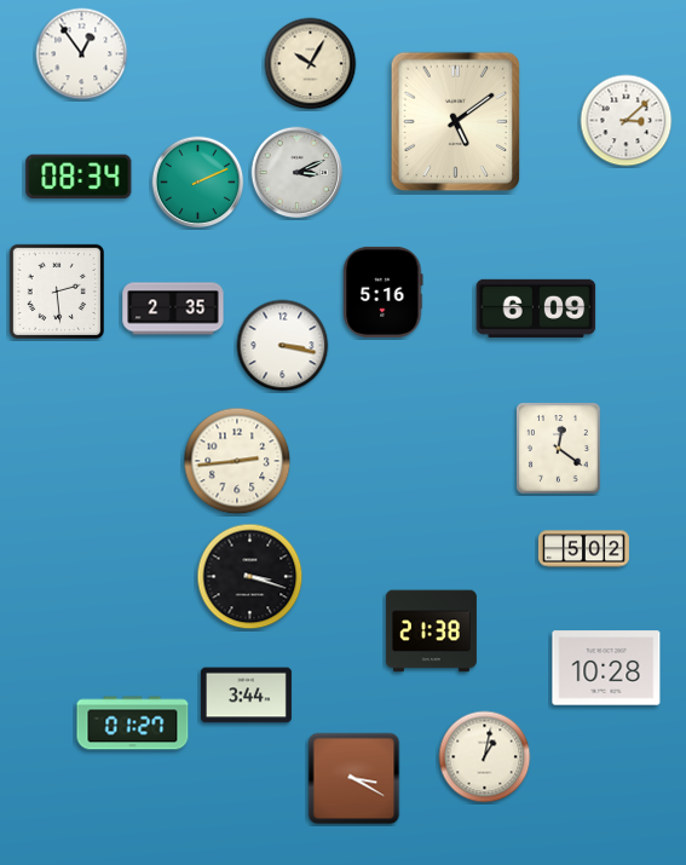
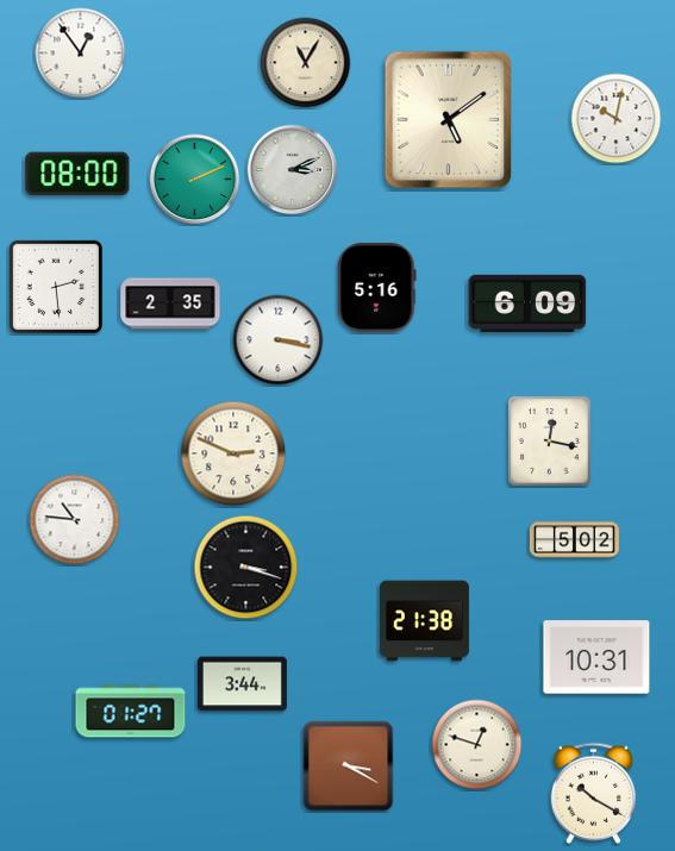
clock at (311, 64): 10:05 -> 11:05
clock at (627, 121): 3:08 -> 10:02
clock at (79, 177): 08:34 -> 08:00
clock at (559, 449): 12:21 -> 12:17
clock at (237, 461): 2:44 -> 2:49
clock at (75, 520): none -> 10:46
clock at (606, 668): 10:28 -> 10:31
clock at (485, 757): 1:02 -> 12:48
clock at (594, 793): none -> 10:20
